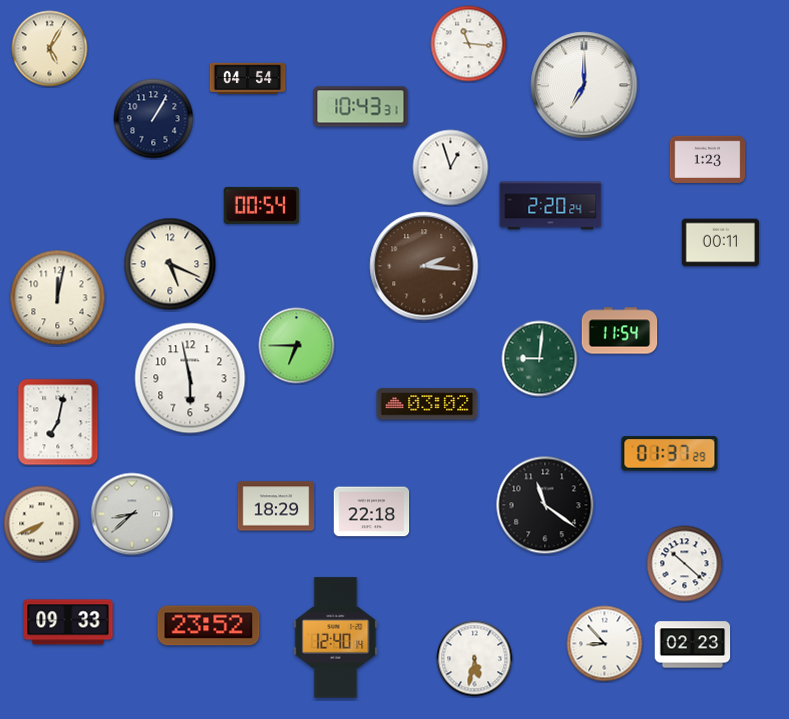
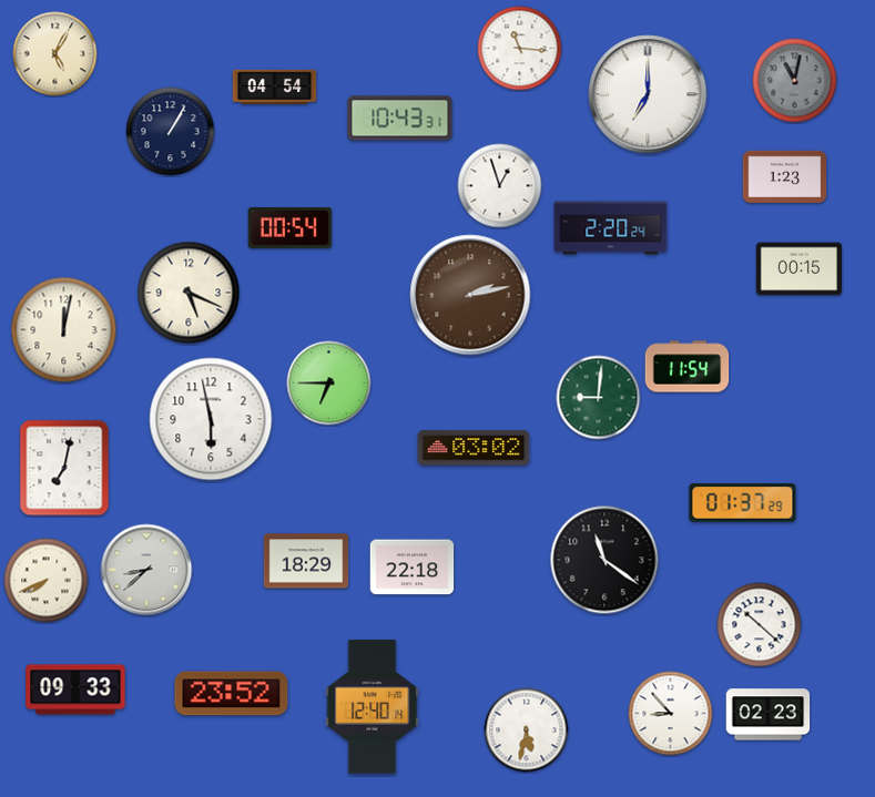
clock at (795, 81): none -> 11:02
clock at (720, 243): 00:11 -> 00:15
clock at (424, 266): 2:16 -> 2:13
